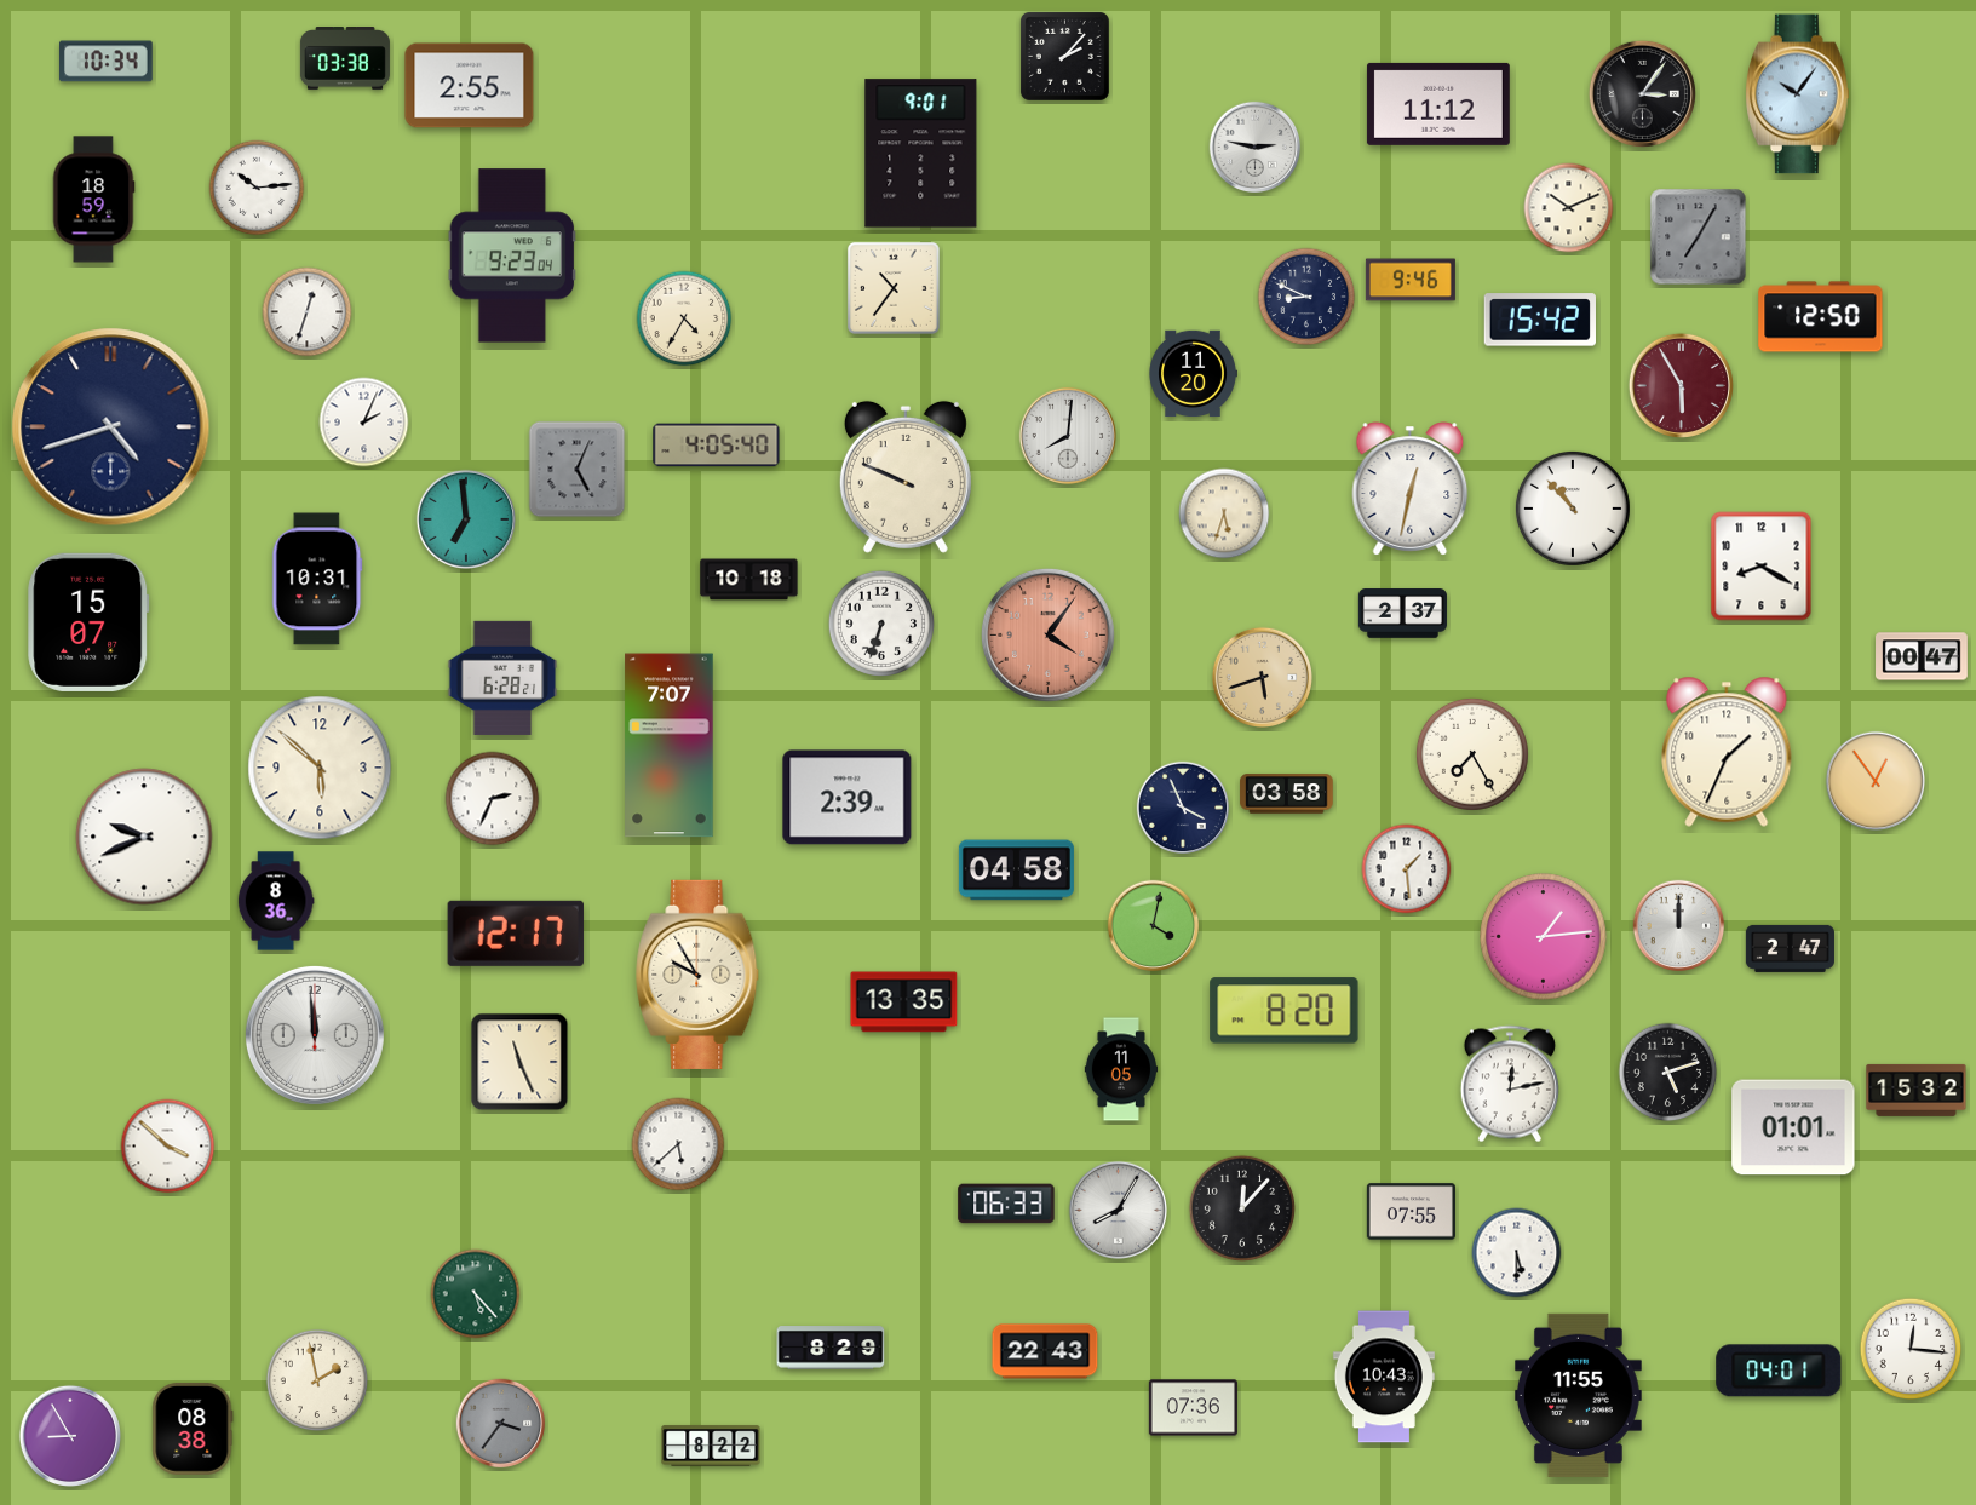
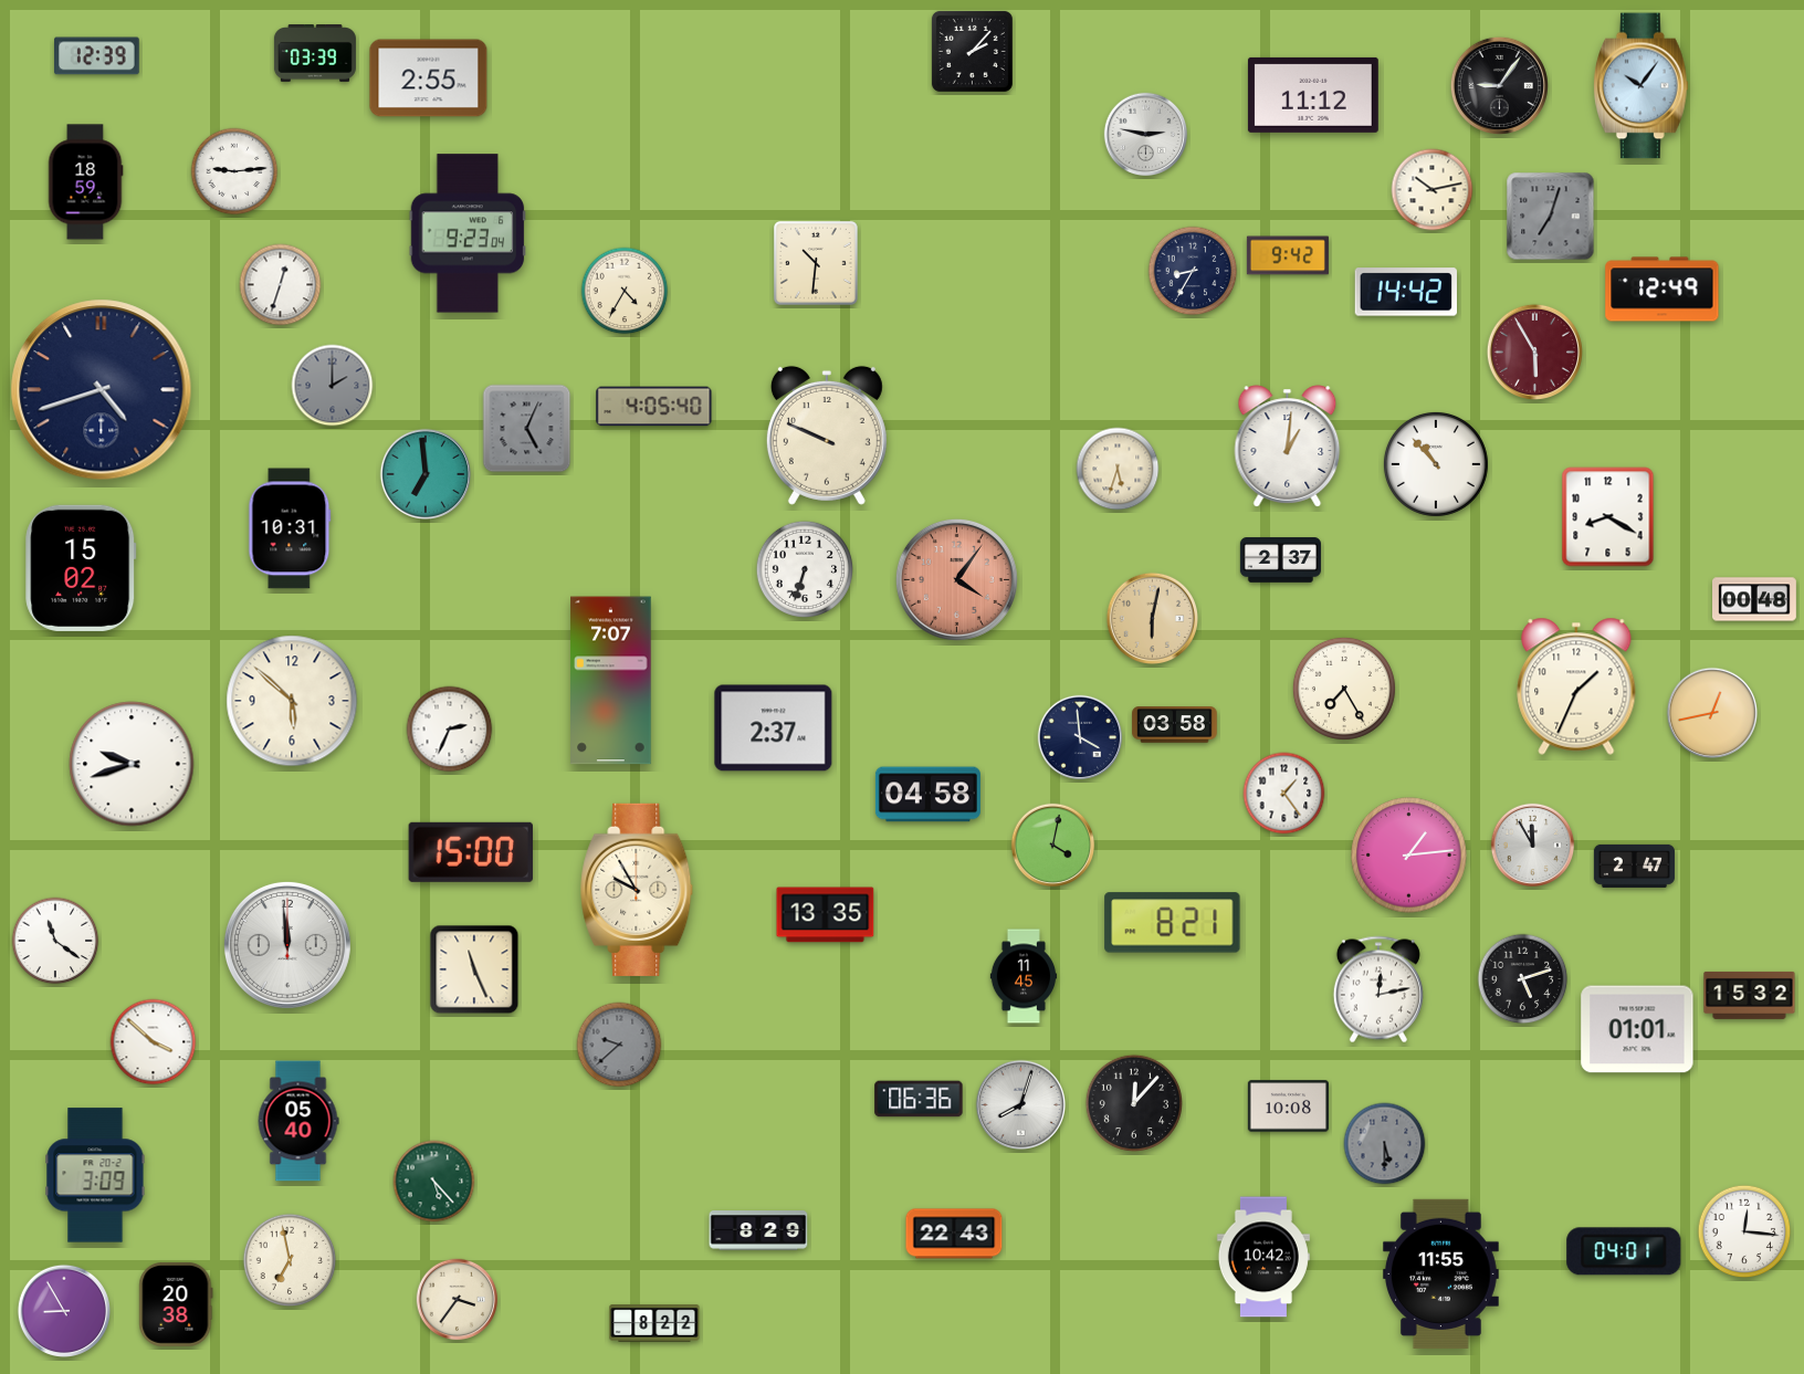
clock at (345, 59): 03:38 -> 03:39
clock at (107, 62): 10:34 -> 12:39
clock at (1642, 93): 3:06 -> 9:06
clock at (921, 154): 9:01 -> none
clock at (257, 188): 10:14 -> 9:14
clock at (1569, 208): 10:11 -> 10:13
clock at (1699, 237): 7:05 -> 7:03
clock at (1411, 280): 9:46 -> 9:42
clock at (894, 288): 10:36 -> 10:31
clock at (1306, 297): 8:49 -> 8:35
clock at (1821, 317): 12:50 -> 12:49
clock at (1539, 320): 15:42 -> 14:42
clock at (1193, 374): 11:20 -> none
clock at (364, 423): 2:04 -> 2:00
clock at (364, 423) dial: white -> grey
clock at (1068, 436): 8:01 -> none
clock at (1411, 489): 12:32 -> 1:01
clock at (749, 580): 10:18 -> none
clock at (88, 622): 15:07 -> 15:02
clock at (1923, 656): 00:47 -> 00:48
clock at (1262, 677): 5:42 -> 6:02
clock at (502, 678): 6:28 -> none
clock at (1874, 780): 12:54 -> 12:43
clock at (848, 798): 2:39 -> 2:37
clock at (1183, 808): 3:56 -> 3:59
clock at (144, 837): 9:41 -> 9:42
clock at (1407, 869): 1:29 -> 1:24
clock at (276, 901): 8:36 -> none
clock at (1679, 926): 12:00 -> 11:55
clock at (515, 934): 12:17 -> 15:00
clock at (1285, 1011): 8:20 -> 8:21
clock at (55, 941): none -> 11:21
clock at (1121, 1069): 11:05 -> 11:45
clock at (678, 1144): 5:38 -> 9:38
clock at (678, 1144) dial: white -> grey
clock at (168, 1147) position: (168, 1147) -> (154, 1042)
clock at (1006, 1204): 06:33 -> 06:36
clock at (1118, 1210): 8:05 -> 8:03
clock at (1411, 1212): 07:55 -> 10:08
clock at (298, 1121): none -> 05:40
clock at (1517, 1253) dial: white -> grey
clock at (95, 1175): none -> 3:09
clock at (1384, 1377): 10:43 -> 10:42
clock at (317, 1380): 1:58 -> 6:58
clock at (1193, 1408): 07:36 -> none
clock at (501, 1424) dial: grey -> cream
clock at (193, 1429): 08:38 -> 20:38
clock at (711, 1446) position: (711, 1446) -> (654, 1323)
